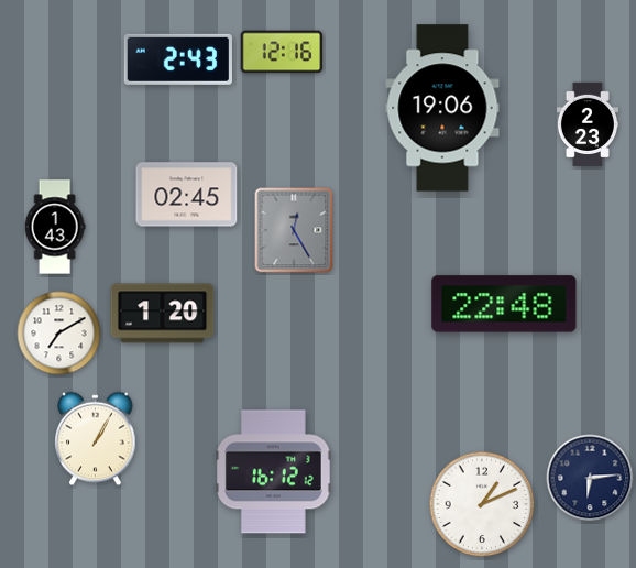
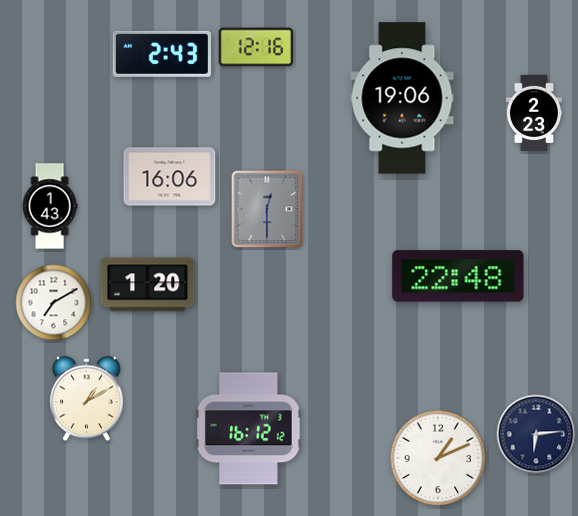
clock at (187, 195): 02:45 -> 16:06
clock at (294, 230): 12:25 -> 12:30
clock at (96, 439): 1:05 -> 1:10
